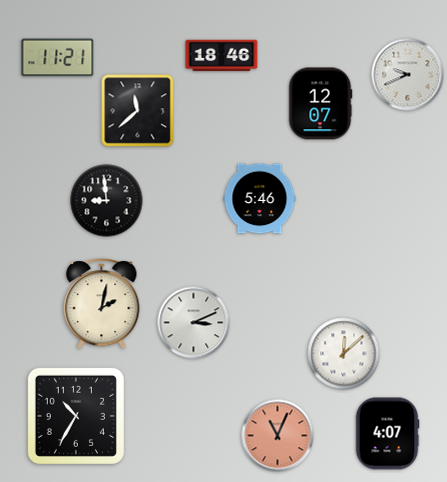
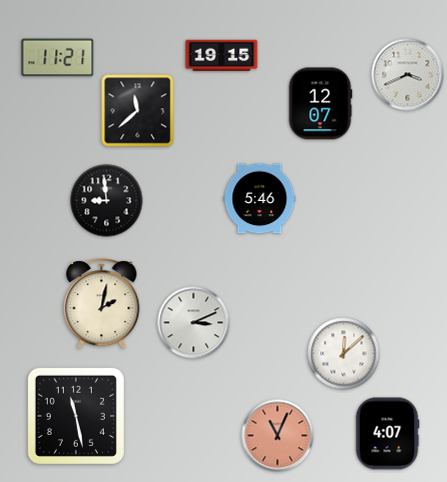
clock at (222, 56): 18:46 -> 19:15
clock at (408, 75): 9:41 -> 3:41
clock at (76, 416): 10:35 -> 11:28
